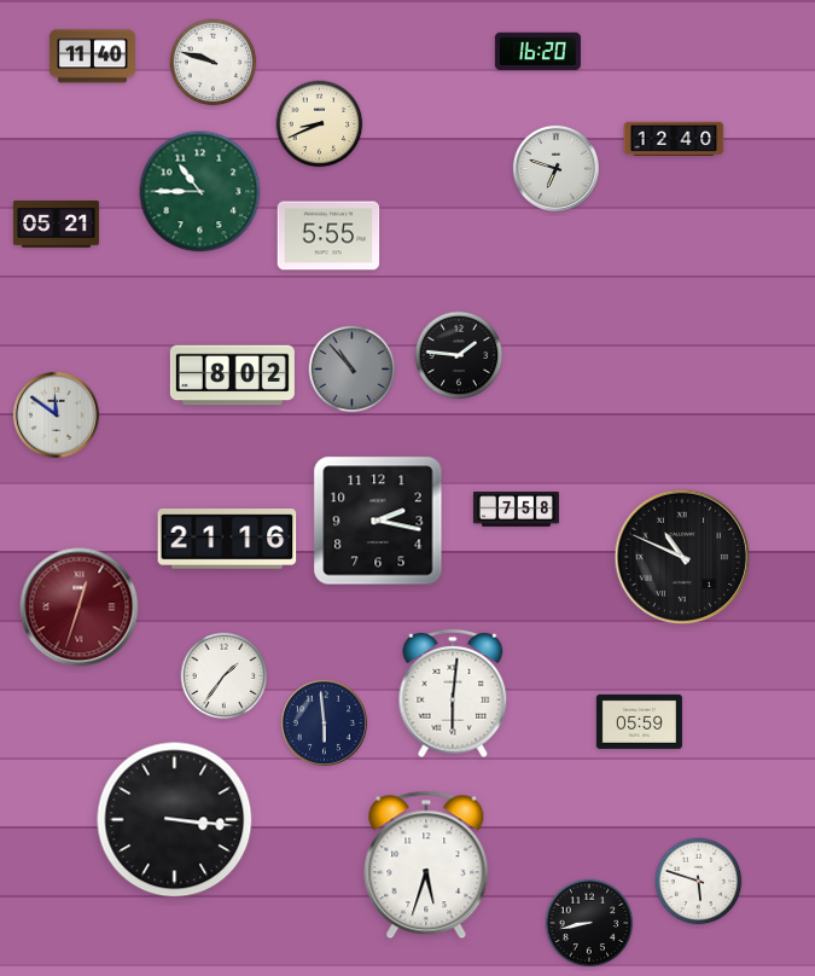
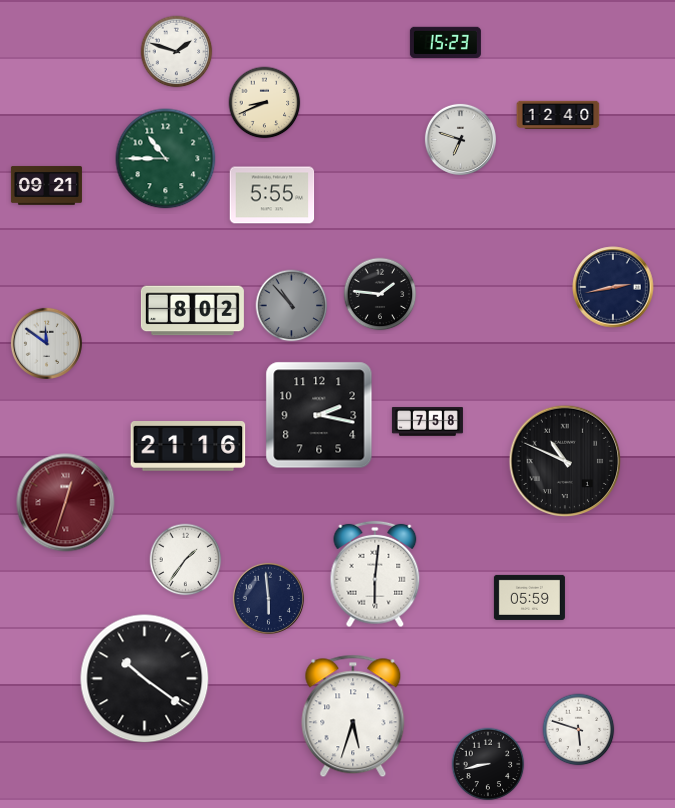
clock at (537, 51): 16:20 -> 15:23
clock at (92, 57): 11:40 -> none
clock at (214, 63): 9:48 -> 1:48
clock at (56, 225): 05:21 -> 09:21
clock at (613, 287): none -> 2:43
clock at (378, 521) position: (378, 521) -> (319, 415)
clock at (175, 820): 3:16 -> 10:21
